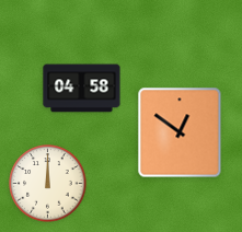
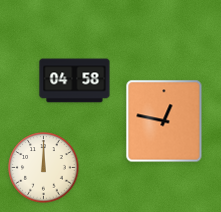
clock at (180, 132): 12:51 -> 12:47
